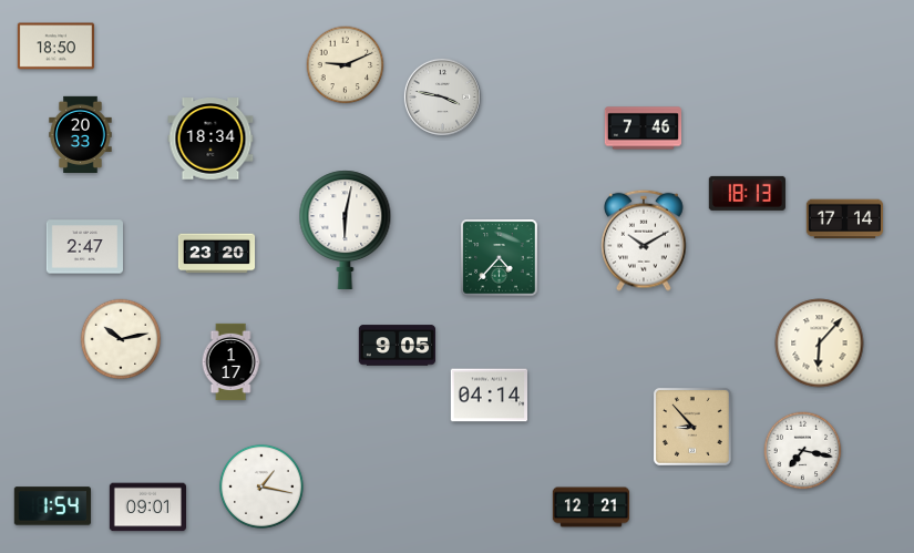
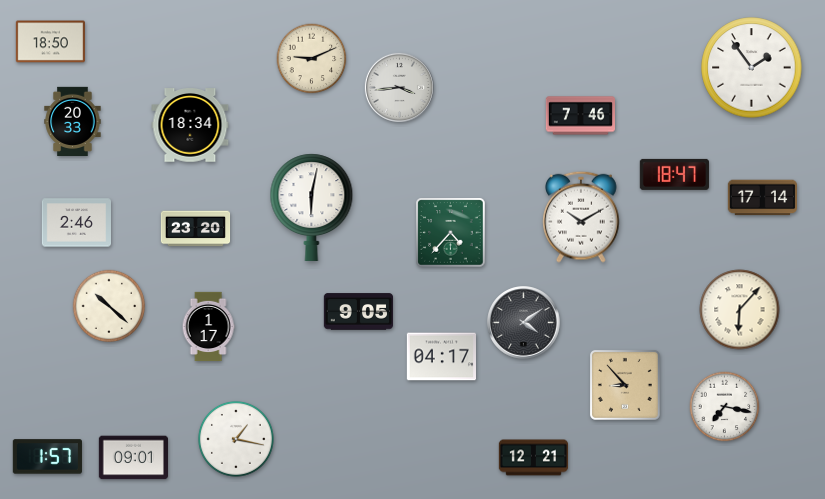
clock at (752, 68): none -> 1:54
clock at (442, 96): 3:47 -> 3:44
clock at (747, 193): 18:13 -> 18:47
clock at (84, 247): 2:47 -> 2:46
clock at (121, 339): 10:13 -> 10:22
clock at (524, 323): none -> 4:09
clock at (489, 396): 04:14 -> 04:17
clock at (52, 506): 1:54 -> 1:57
